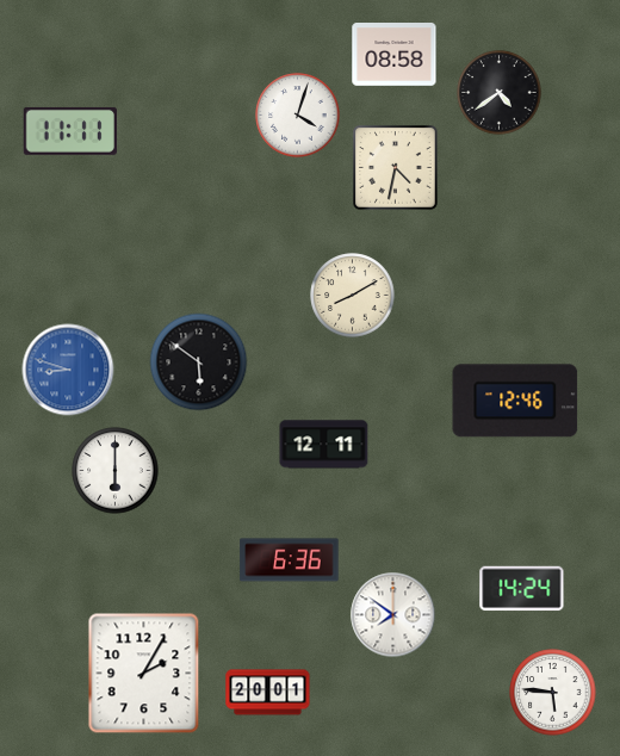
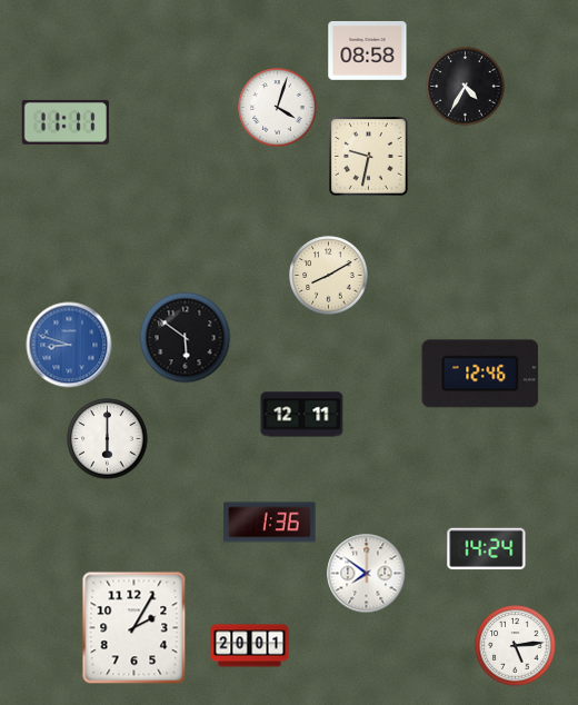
clock at (500, 93): 4:39 -> 4:35
clock at (396, 168): 4:32 -> 9:32
clock at (68, 370) position: (68, 370) -> (69, 345)
clock at (290, 560): 6:36 -> 1:36
clock at (553, 693): 5:46 -> 5:14
